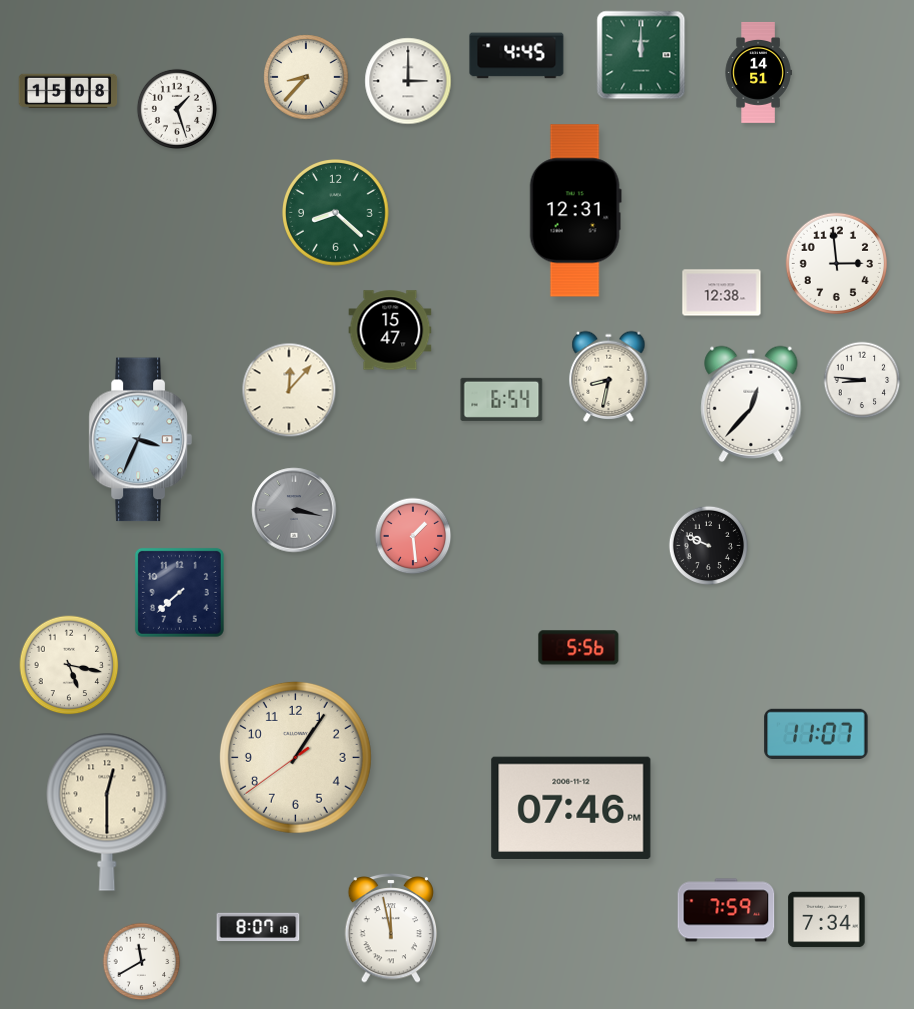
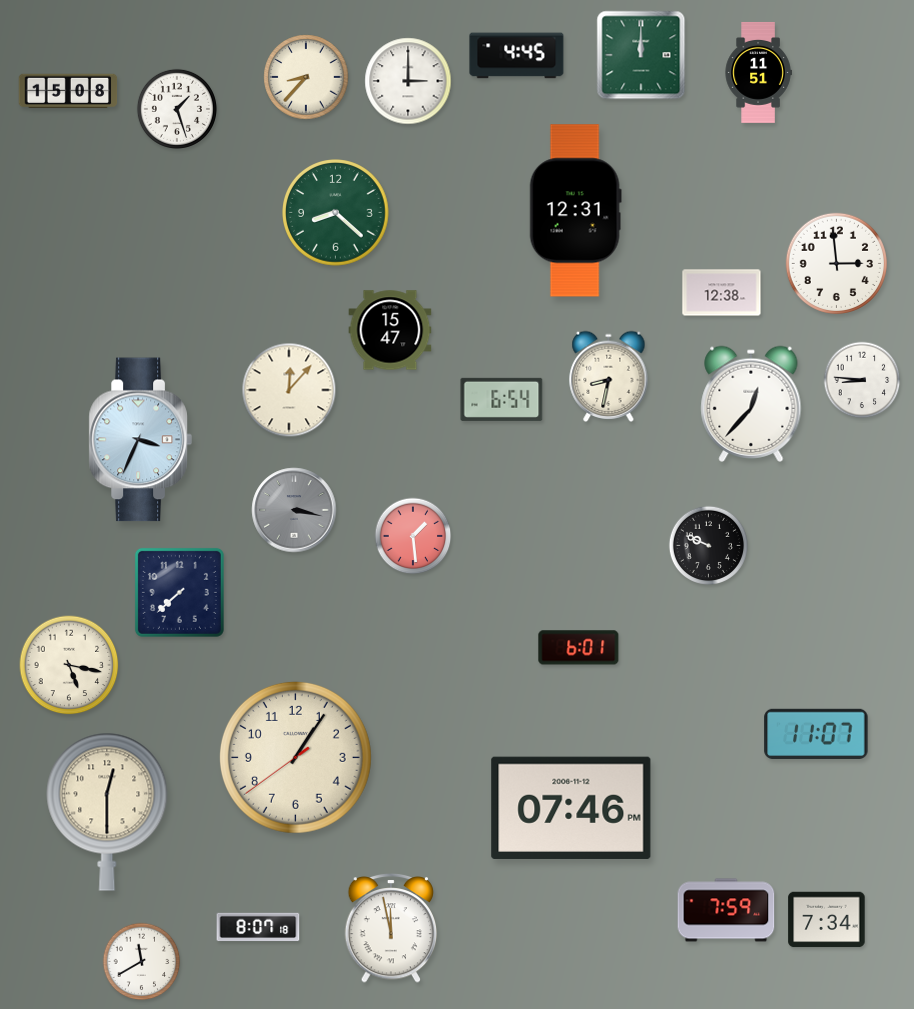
clock at (758, 72): 14:51 -> 11:51
clock at (579, 648): 5:56 -> 6:01
